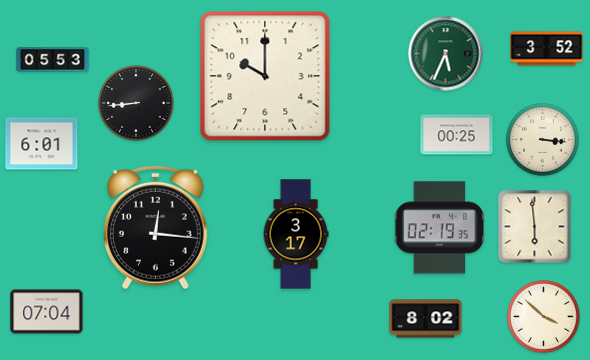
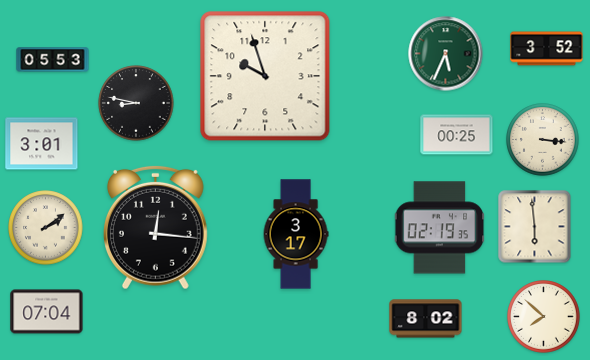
clock at (265, 76): 10:00 -> 9:57
clock at (136, 103): 8:44 -> 8:47
clock at (42, 144): 6:01 -> 3:01
clock at (46, 228): none -> 2:09
clock at (544, 317): 3:52 -> 7:52
